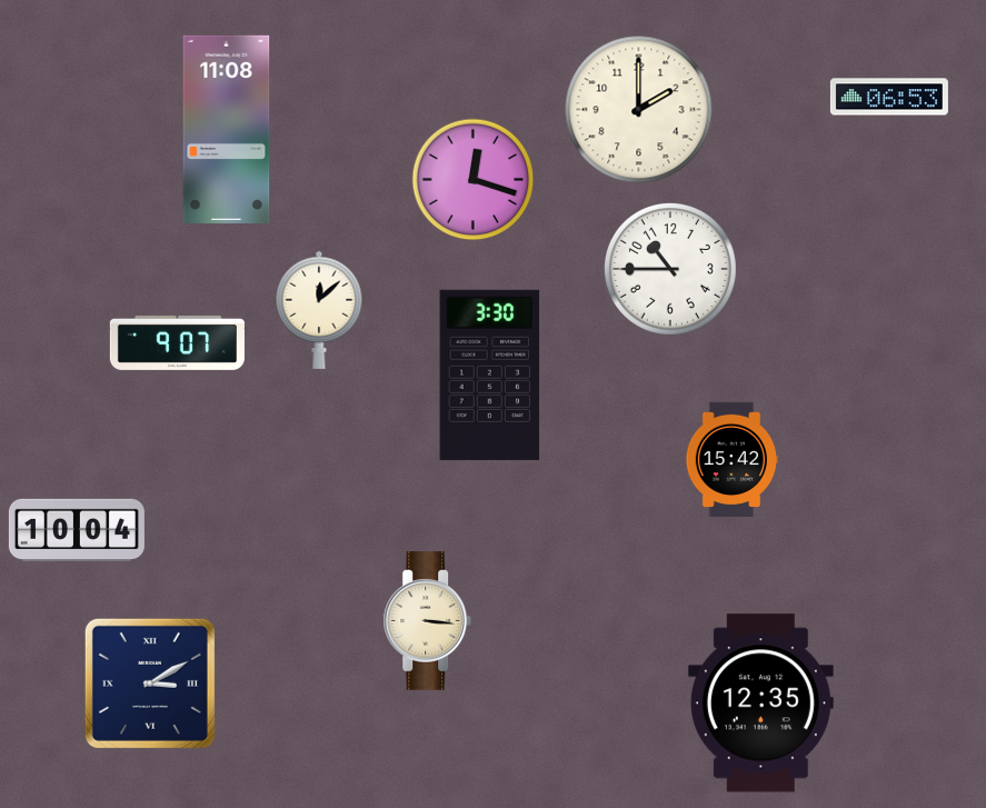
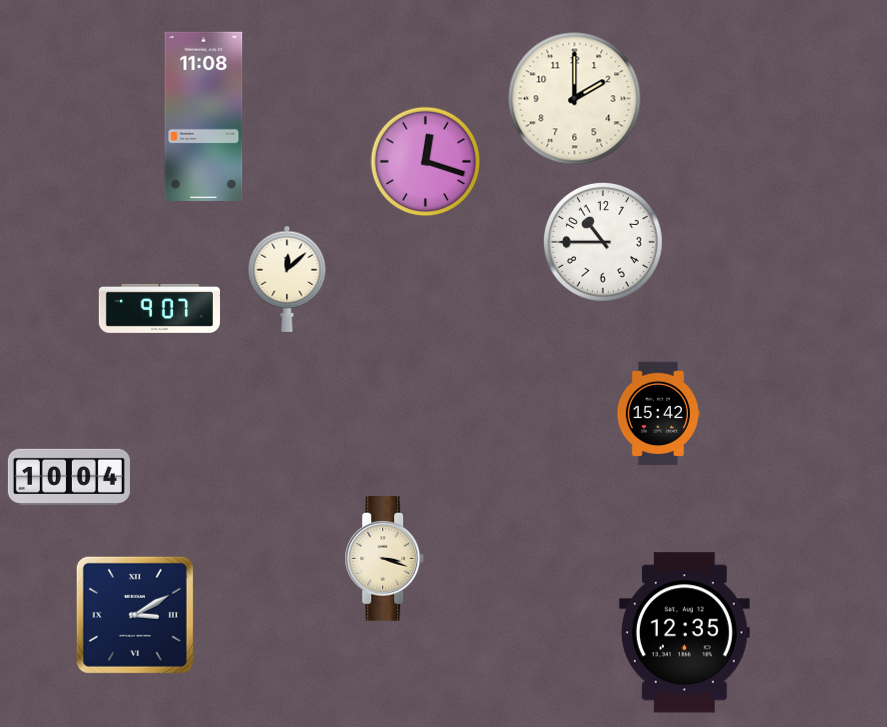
clock at (889, 97): 06:53 -> none
clock at (490, 375): 3:30 -> none
clock at (428, 621): 3:16 -> 3:18
